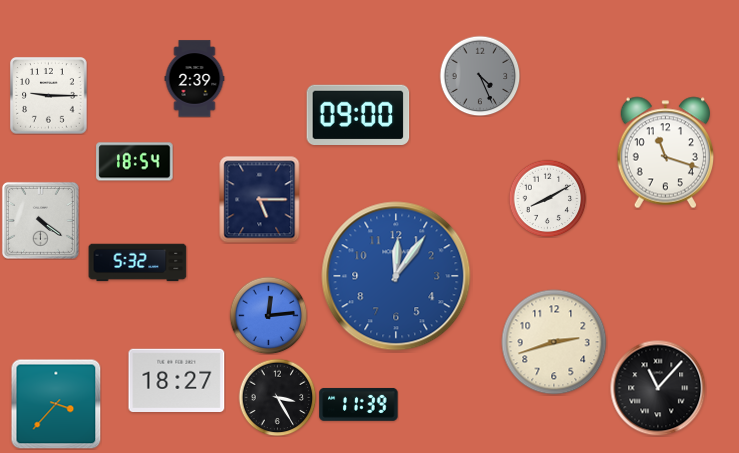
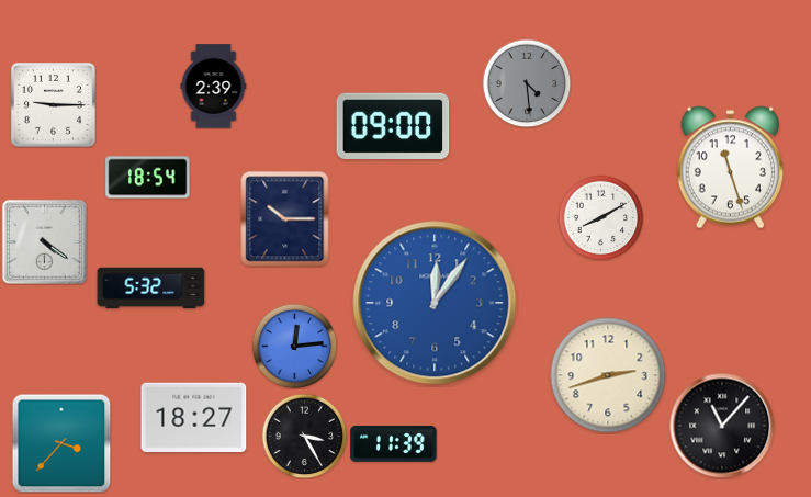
clock at (480, 76): 4:26 -> 4:29
clock at (665, 153): 11:18 -> 11:27
clock at (260, 199): 5:15 -> 10:15
